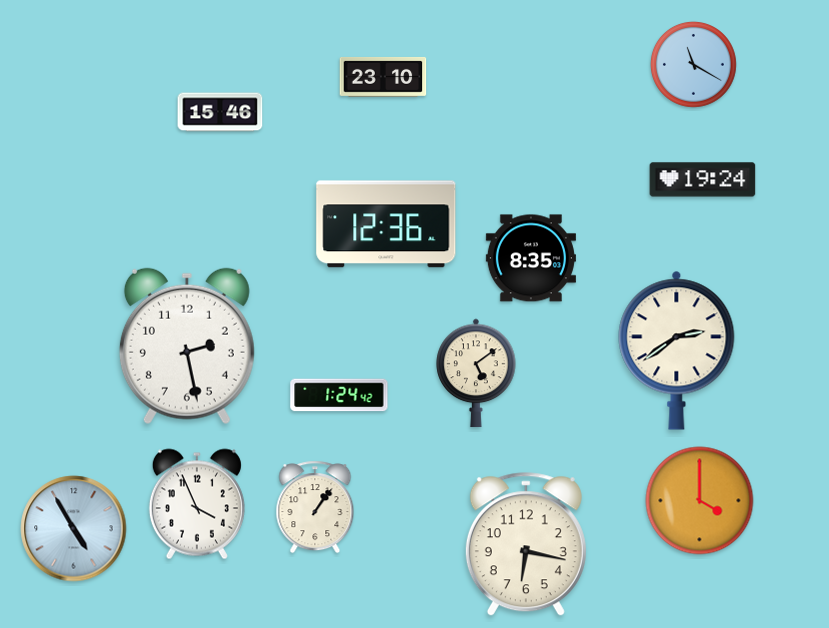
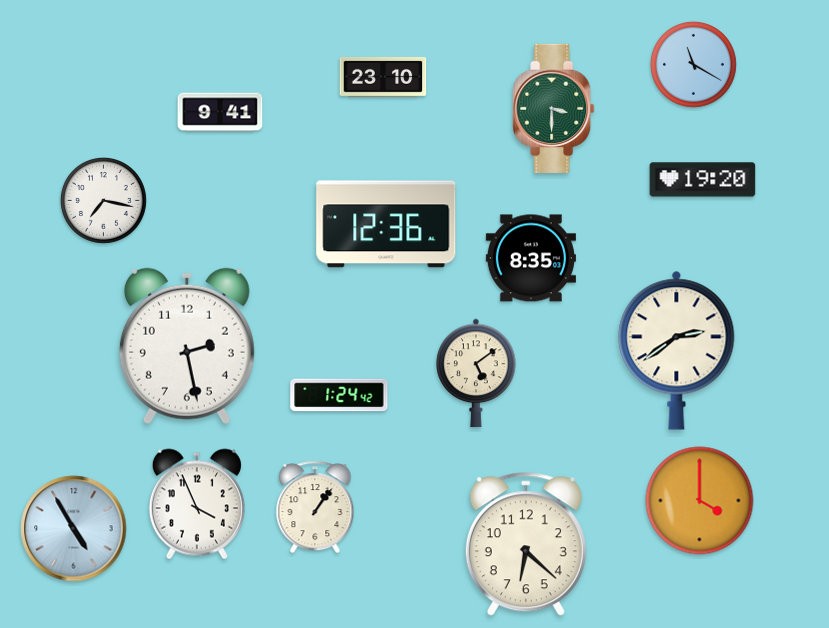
clock at (554, 108): none -> 3:30
clock at (220, 112): 15:46 -> 9:41
clock at (703, 180): 19:24 -> 19:20
clock at (103, 200): none -> 7:17
clock at (526, 545): 6:17 -> 6:22
